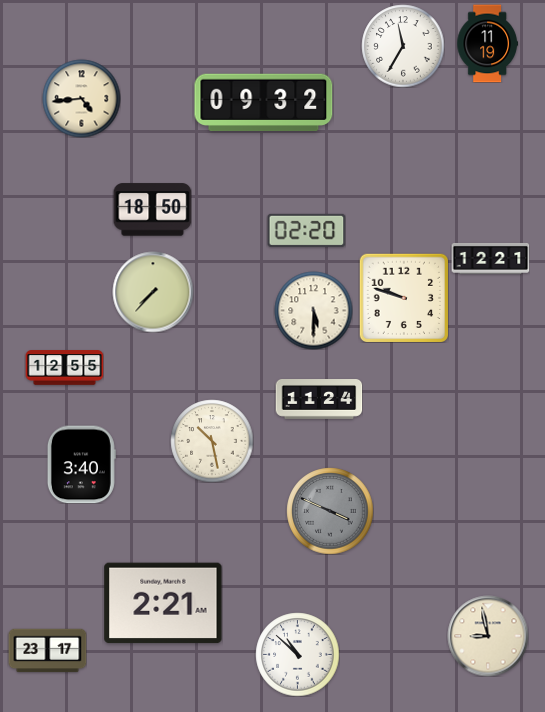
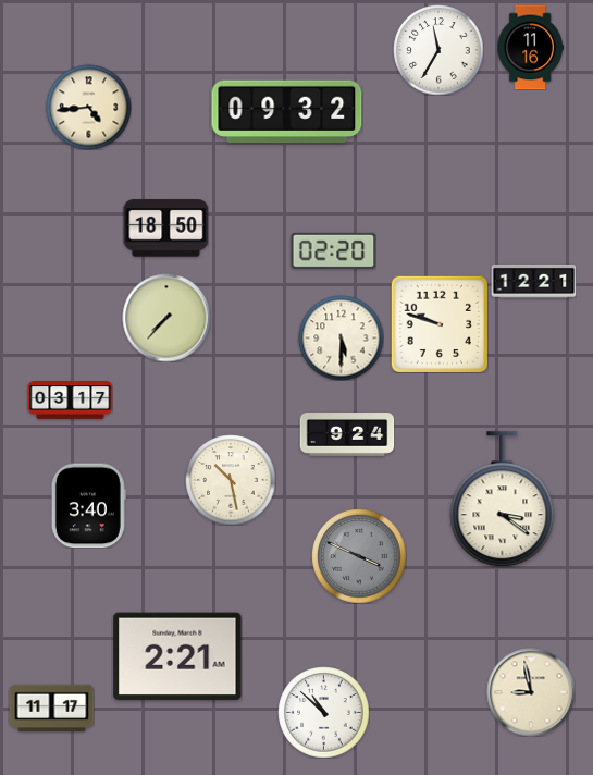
clock at (487, 43): 11:19 -> 11:16
clock at (64, 368): 12:55 -> 03:17
clock at (319, 400): 11:24 -> 9:24
clock at (503, 500): none -> 3:21
clock at (47, 651): 23:17 -> 11:17
